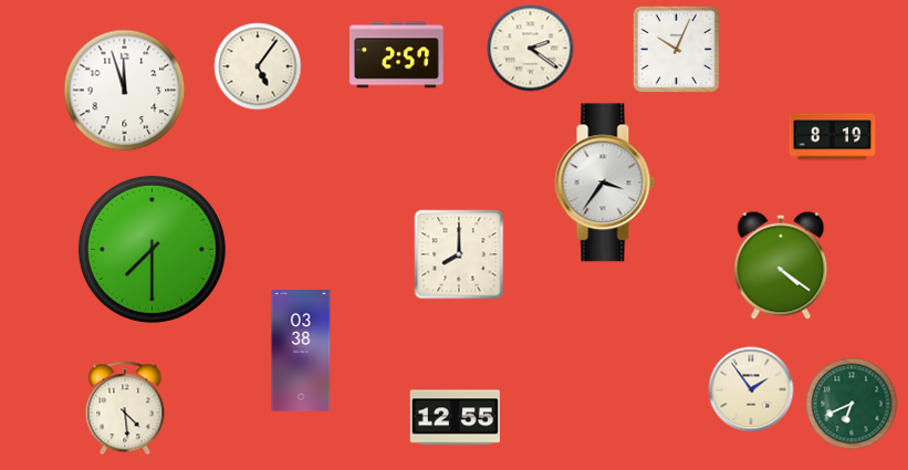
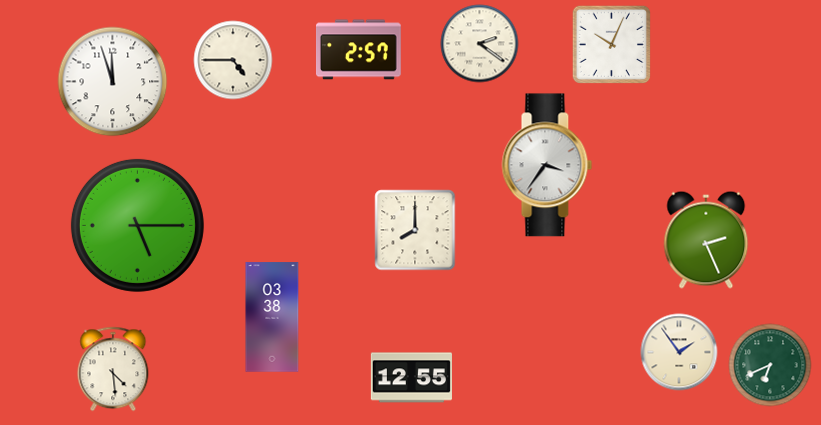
clock at (258, 66): 5:06 -> 4:45
clock at (833, 137): 8:19 -> none
clock at (152, 249): 7:30 -> 5:15
clock at (781, 265): 4:21 -> 2:26
